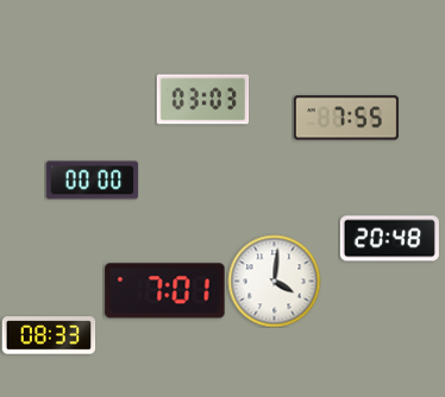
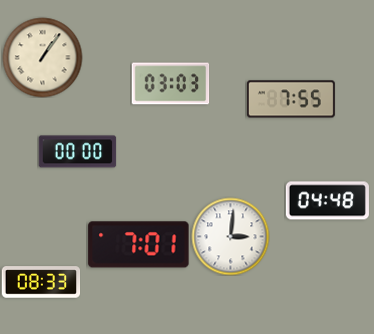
clock at (42, 57): none -> 1:06
clock at (389, 239): 20:48 -> 04:48
clock at (274, 281): 4:01 -> 3:01
